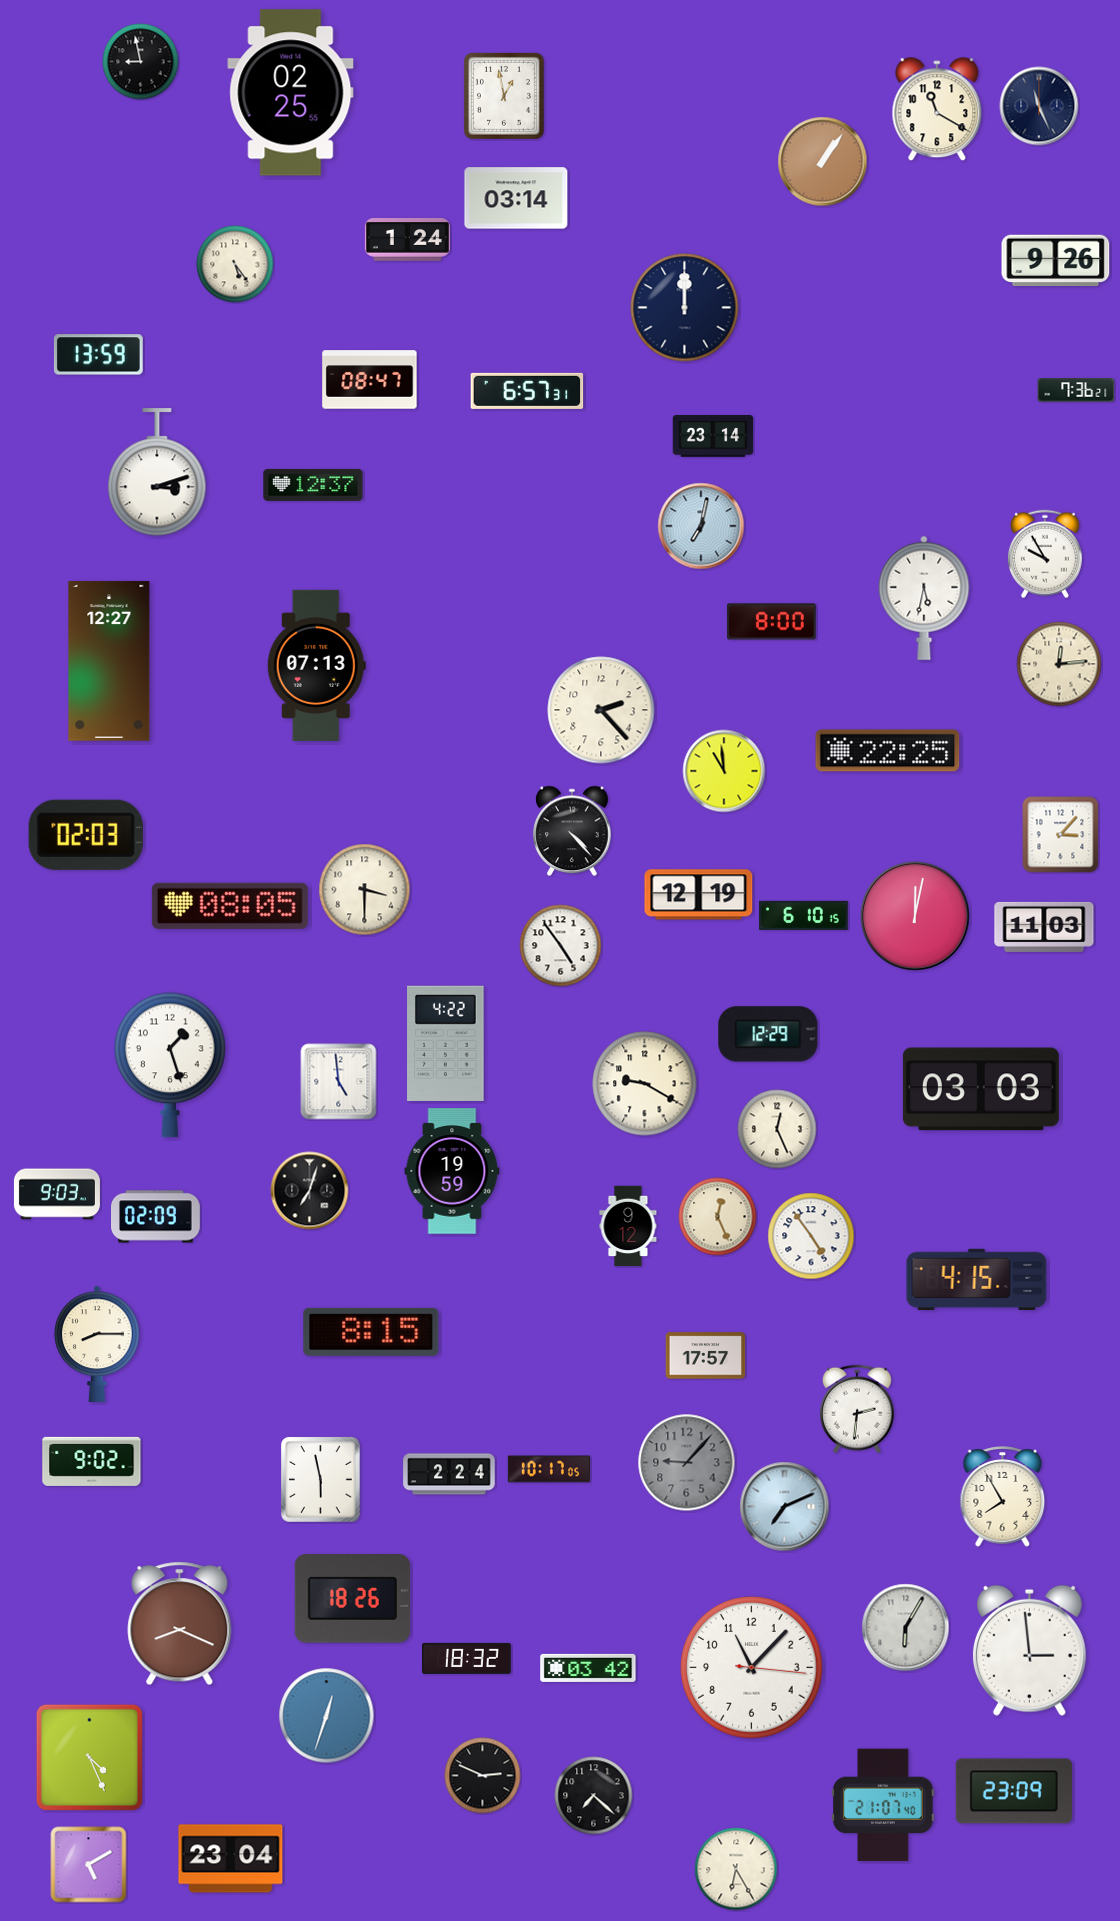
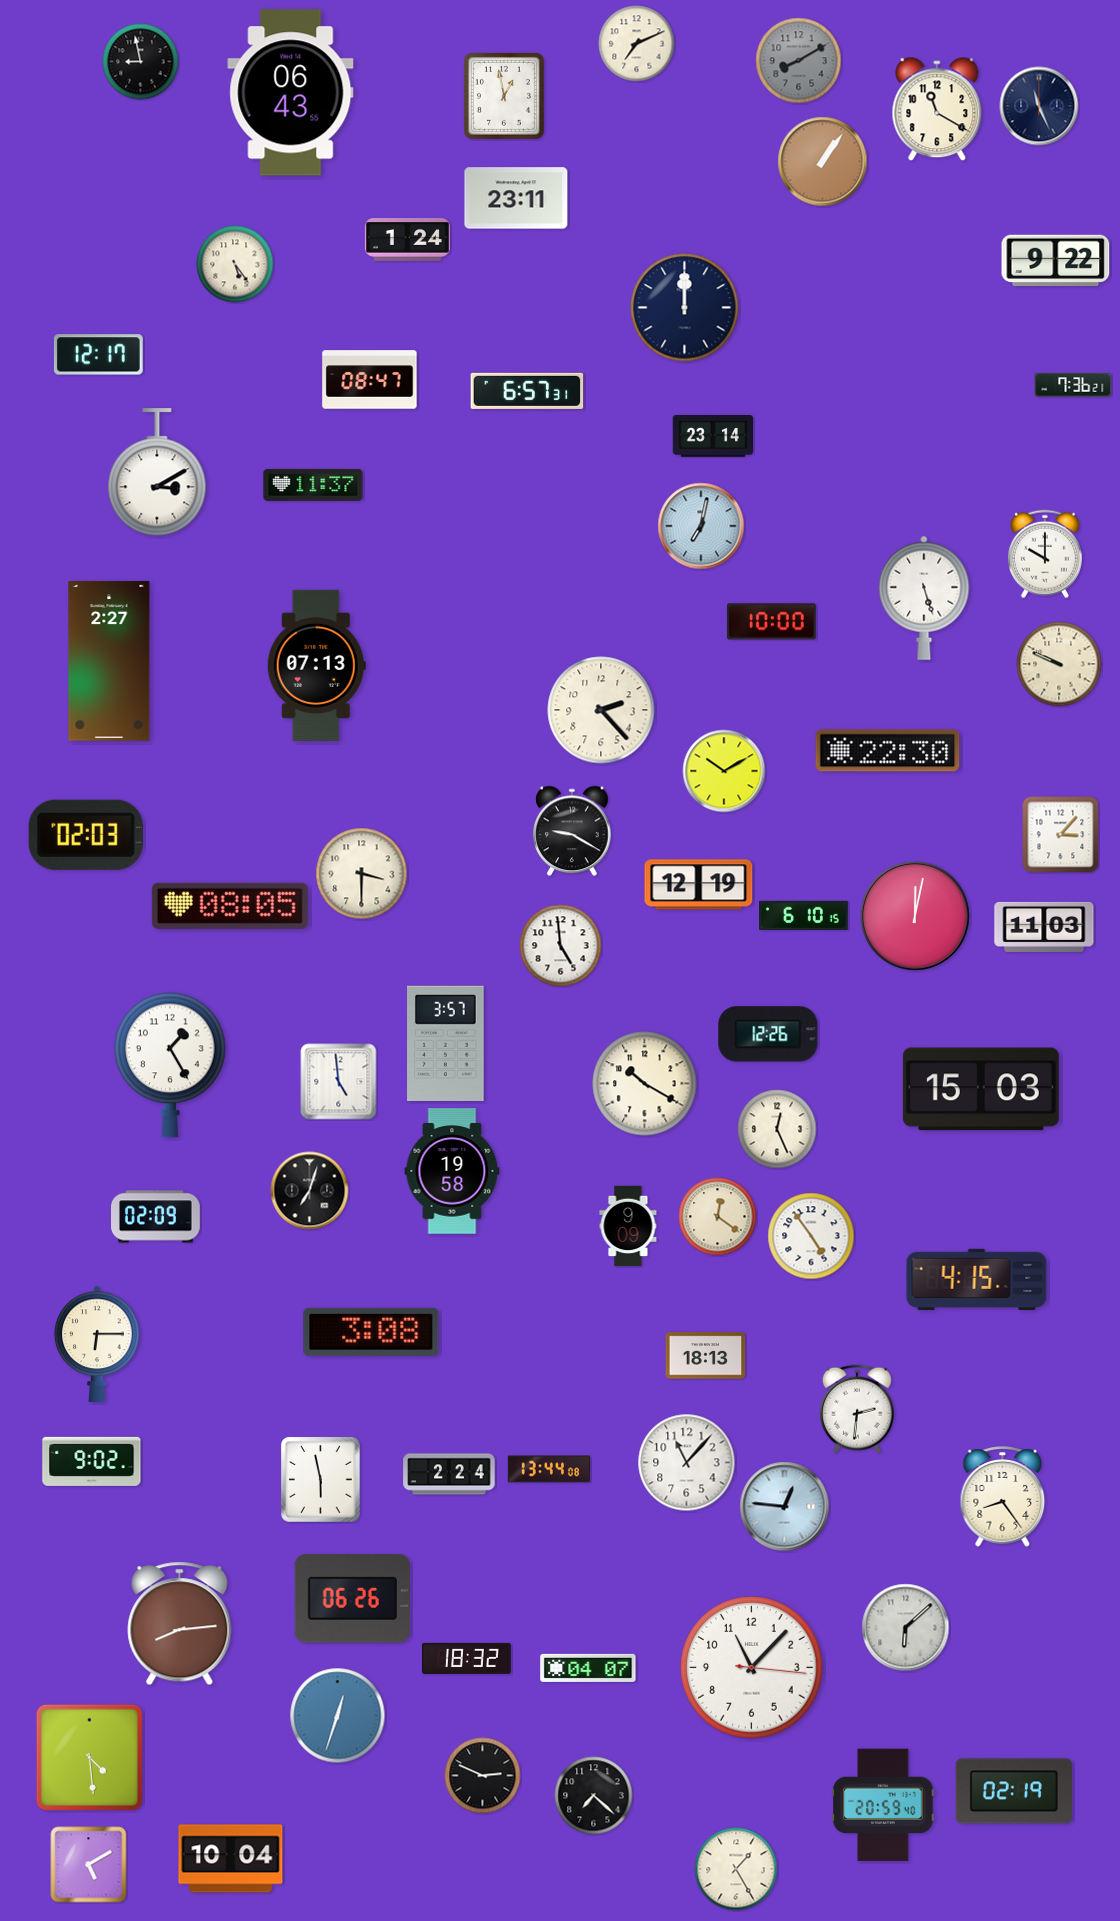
clock at (637, 44): none -> 7:11
clock at (799, 61): none -> 8:10
clock at (291, 93): 02:25 -> 06:43
clock at (516, 198): 03:14 -> 23:11
clock at (1056, 261): 9:26 -> 9:22
clock at (98, 355): 13:59 -> 12:17
clock at (1076, 390) position: (1076, 390) -> (1073, 385)
clock at (157, 473): 3:12 -> 3:10
clock at (313, 485): 12:37 -> 11:37
clock at (1045, 554): 9:55 -> 10:00
clock at (924, 598): 5:32 -> 5:27
clock at (771, 622): 8:00 -> 10:00
clock at (109, 661): 12:27 -> 2:27
clock at (1059, 664): 12:14 -> 9:49
clock at (888, 751): 22:25 -> 22:30
clock at (724, 771): 10:59 -> 10:10
clock at (572, 831): 4:23 -> 9:20
clock at (365, 890) position: (365, 890) -> (362, 874)
clock at (699, 895) position: (699, 895) -> (699, 885)
clock at (561, 946): 4:54 -> 4:59
clock at (768, 1034): 12:29 -> 12:26
clock at (446, 1043): 4:22 -> 3:57
clock at (170, 1065): 1:27 -> 1:25
clock at (645, 1084): 9:20 -> 10:20
clock at (981, 1089): 03:03 -> 15:03
clock at (452, 1171): 19:59 -> 19:58
clock at (57, 1194): 9:03 -> none
clock at (718, 1217): 12:26 -> 12:21
clock at (628, 1226): 9:12 -> 9:09
clock at (371, 1332): 8:15 -> 3:08
clock at (97, 1344): 8:15 -> 6:15
clock at (706, 1356): 17:57 -> 18:13
clock at (687, 1463): 9:07 -> 11:07
clock at (687, 1463) dial: grey -> white
clock at (548, 1469): 10:17 -> 13:44
clock at (1003, 1497): 7:55 -> 8:24
clock at (785, 1507): 7:11 -> 12:46
clock at (352, 1599): 18:26 -> 06:26
clock at (180, 1624): 8:19 -> 8:14
clock at (906, 1628): 6:05 -> 6:08
clock at (1029, 1650): 2:59 -> none
clock at (588, 1668): 03:42 -> 04:07
clock at (327, 1716) position: (327, 1716) -> (338, 1716)
clock at (89, 1757): 4:26 -> 4:29
clock at (1014, 1791): 23:09 -> 02:19
clock at (883, 1805): 21:07 -> 20:59
clock at (231, 1859): 23:04 -> 10:04
clock at (736, 1869): 6:25 -> 1:25
